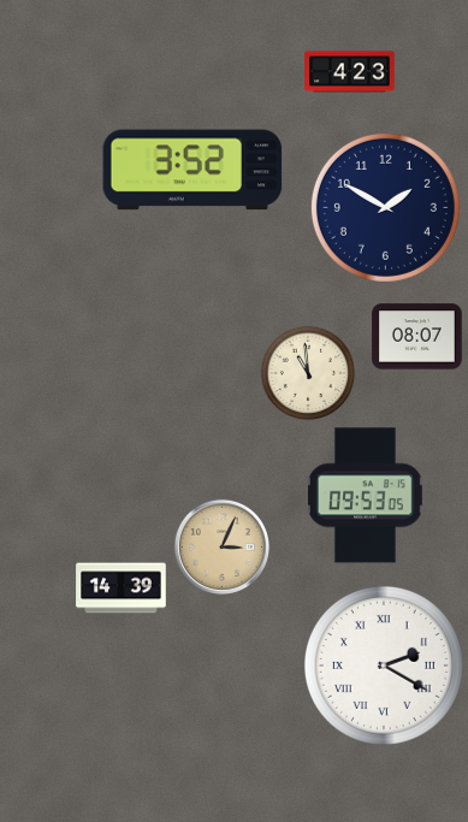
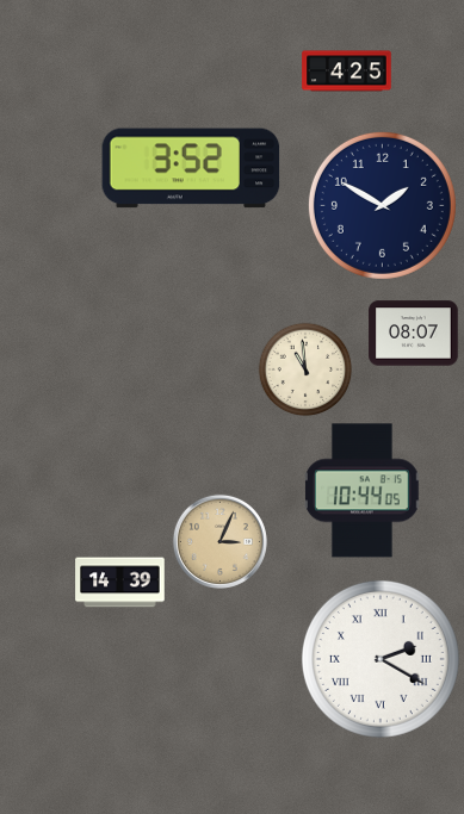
clock at (350, 72): 4:23 -> 4:25
clock at (366, 496): 09:53 -> 10:44
